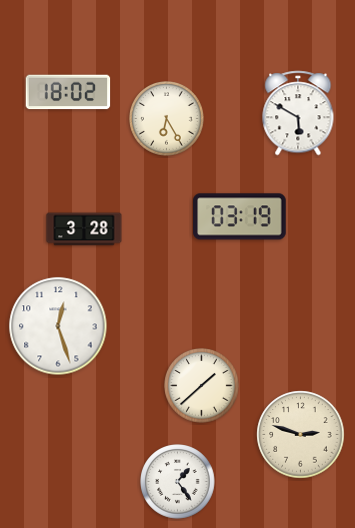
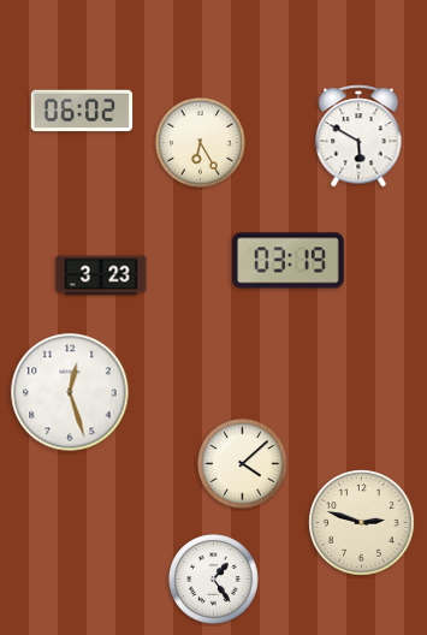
clock at (68, 92): 18:02 -> 06:02
clock at (84, 229): 3:28 -> 3:23
clock at (202, 386): 1:38 -> 4:08
